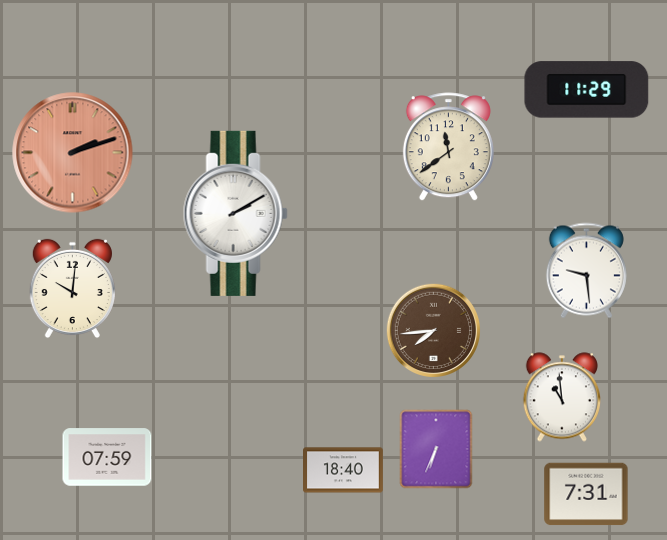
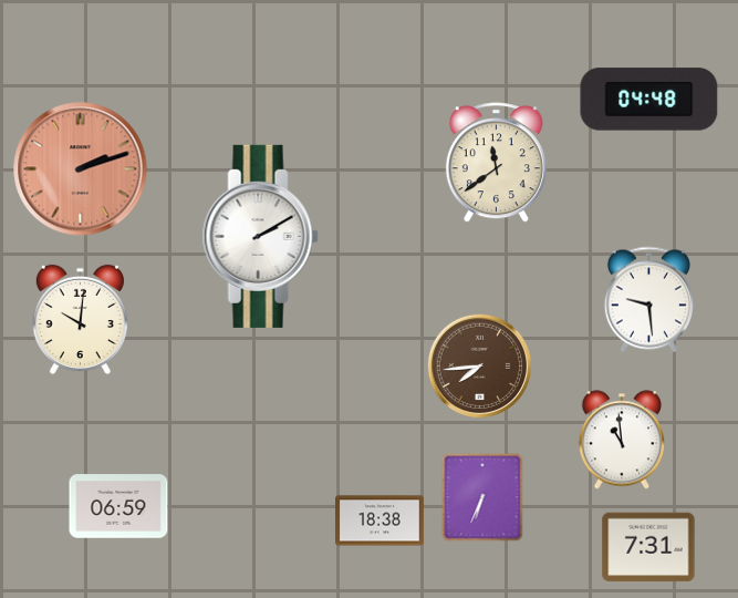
clock at (587, 90): 11:29 -> 04:48
clock at (107, 457): 07:59 -> 06:59
clock at (344, 470): 18:40 -> 18:38
